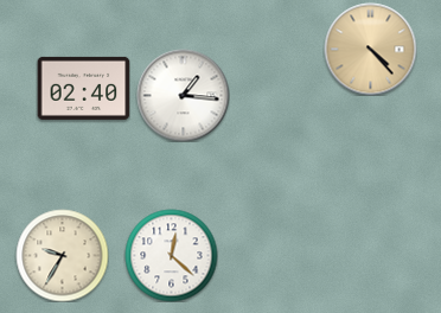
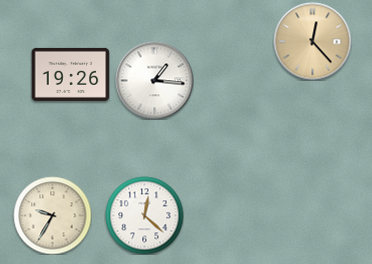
clock at (370, 49): 4:23 -> 12:23
clock at (83, 88): 02:40 -> 19:26
